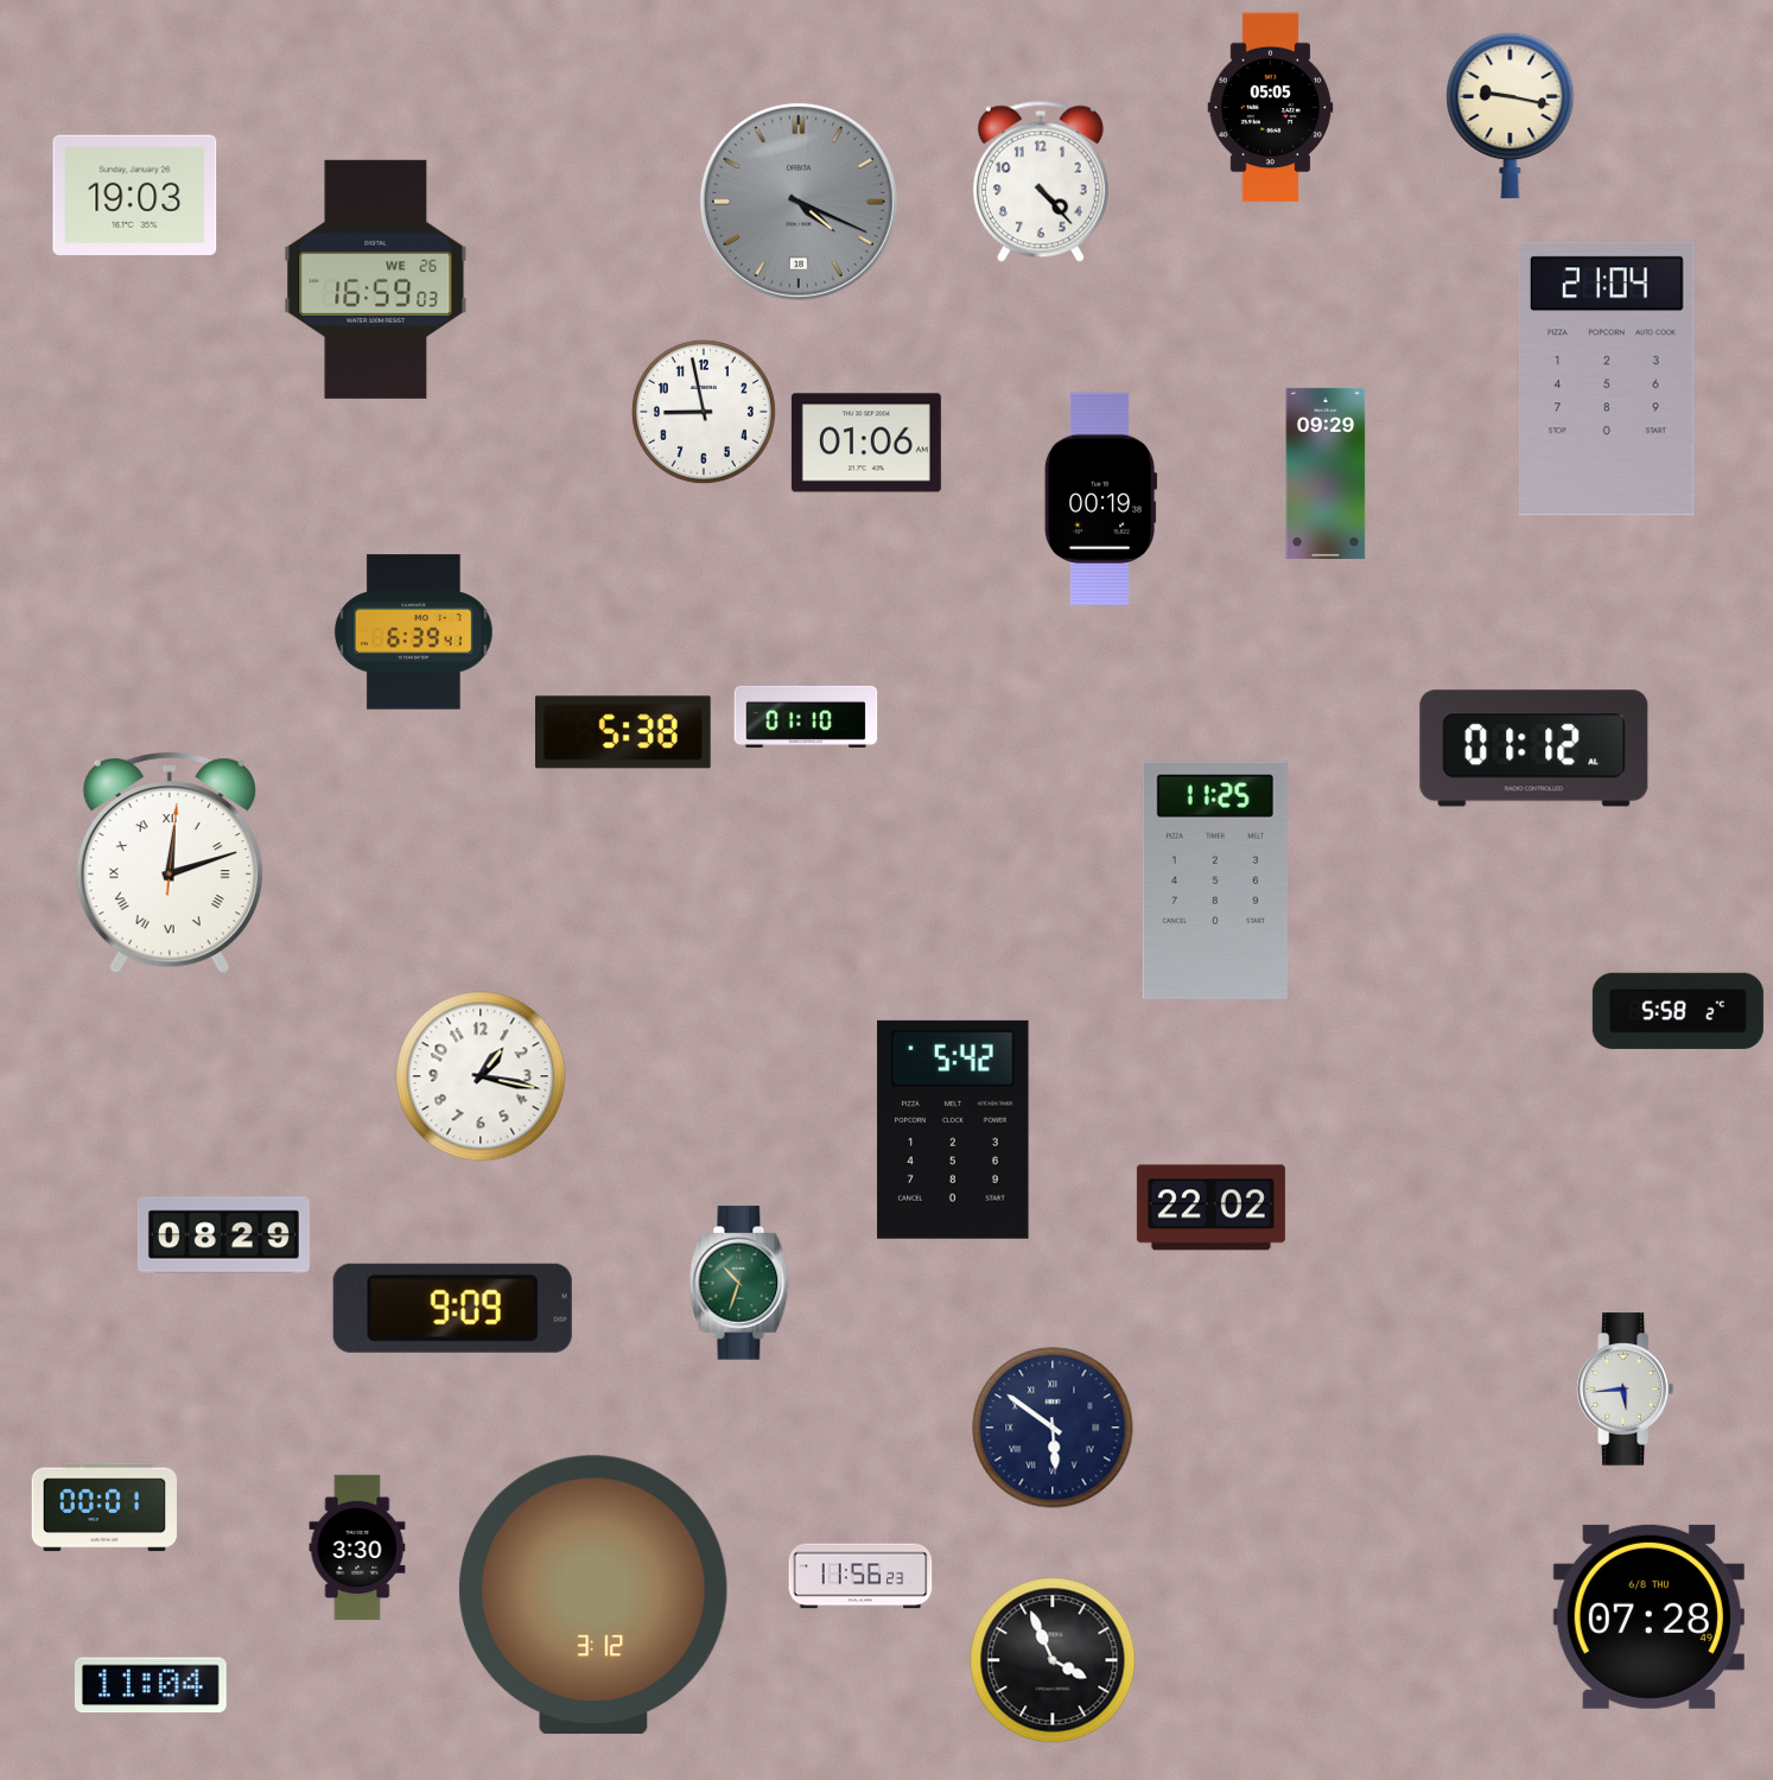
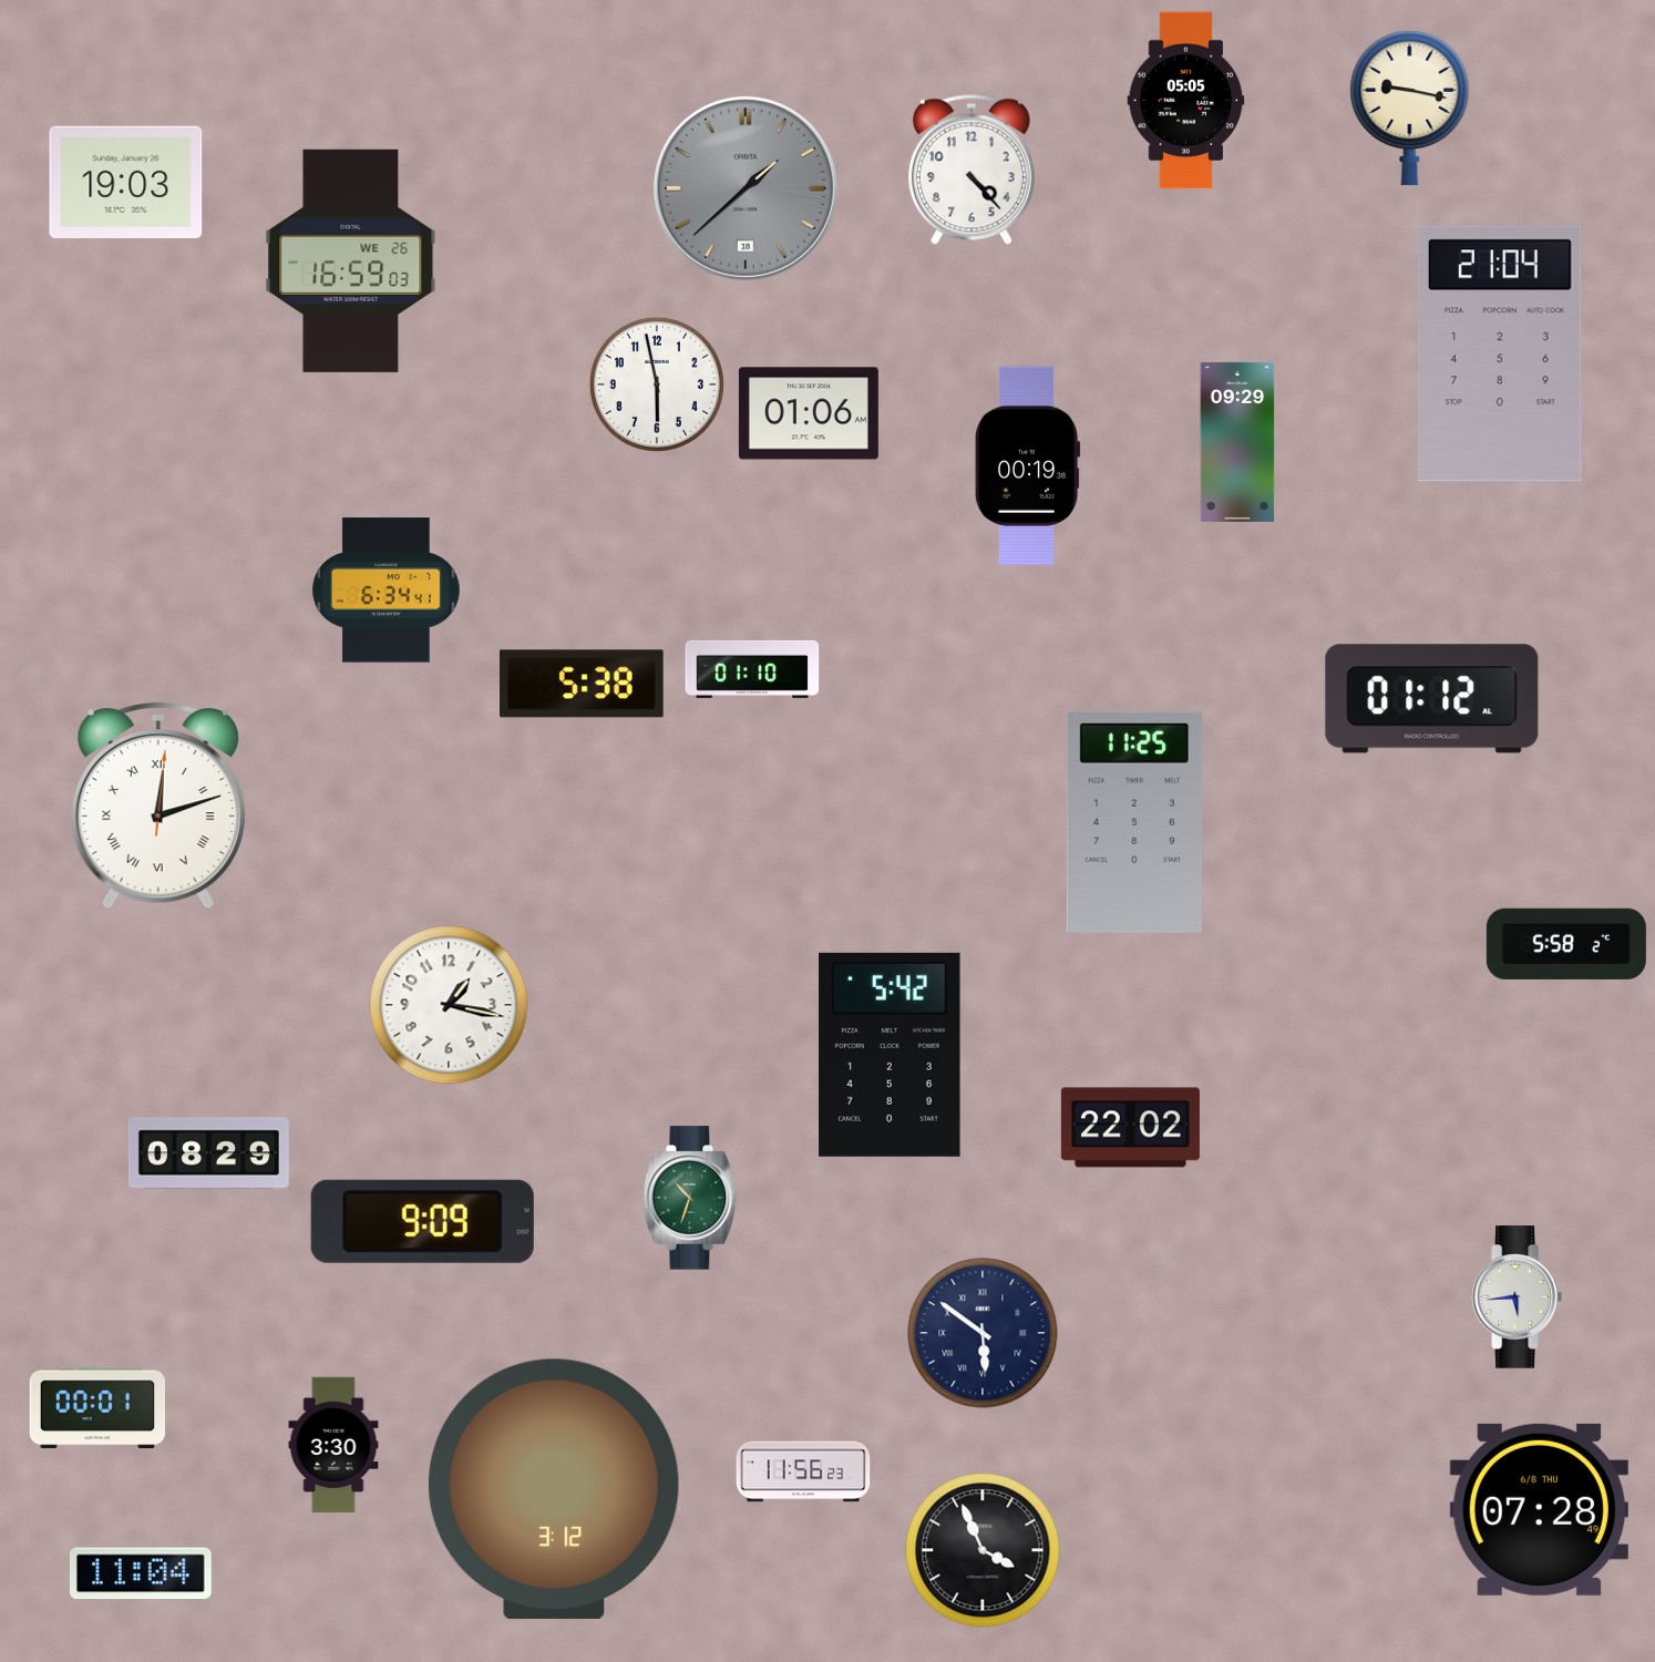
clock at (799, 202): 4:19 -> 1:38
clock at (704, 412): 8:58 -> 5:58
clock at (413, 632): 6:39 -> 6:34
